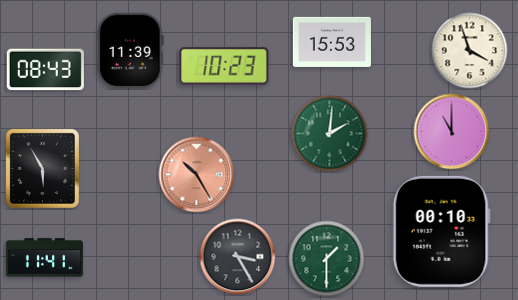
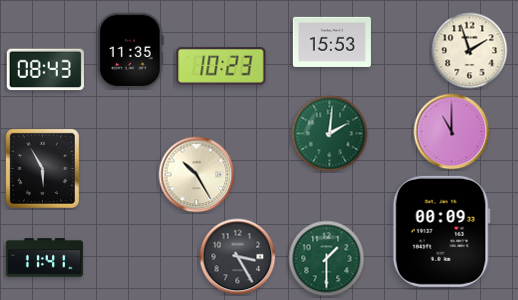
clock at (131, 50): 11:39 -> 11:35
clock at (470, 51): 3:57 -> 1:57
clock at (224, 66) position: (224, 66) -> (221, 66)
clock at (197, 175) dial: salmon -> cream
clock at (441, 231): 00:10 -> 00:09
